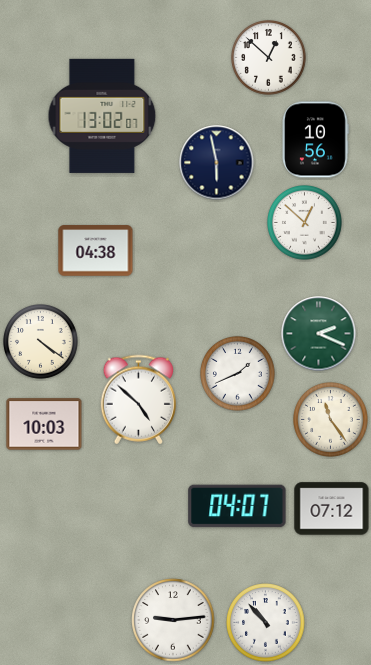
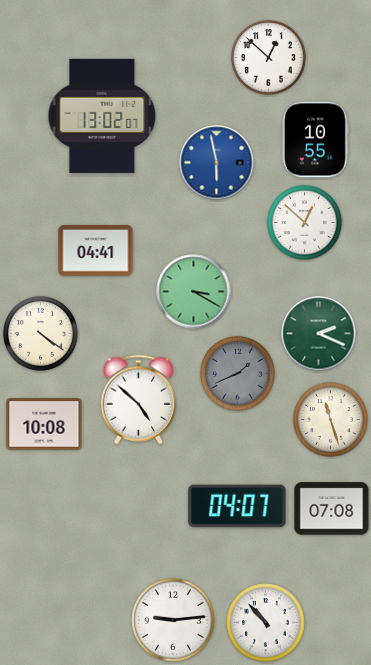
clock at (315, 140): 10:56 -> 10:55
clock at (217, 163) dial: navy -> blue
clock at (96, 251): 04:38 -> 04:41
clock at (194, 292): none -> 3:20
clock at (41, 342) position: (41, 342) -> (41, 334)
clock at (238, 374) dial: white -> grey
clock at (331, 420): 11:24 -> 11:27
clock at (44, 424): 10:03 -> 10:08
clock at (332, 509): 07:12 -> 07:08
